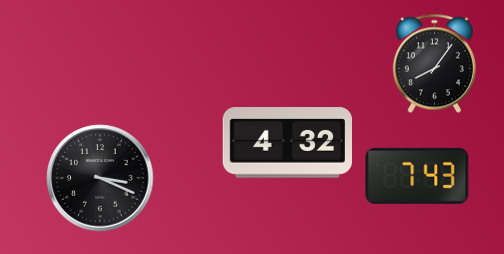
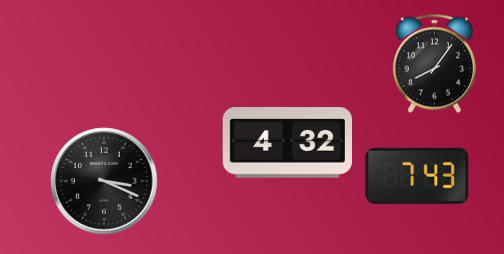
clock at (100, 178) position: (100, 178) -> (104, 181)
